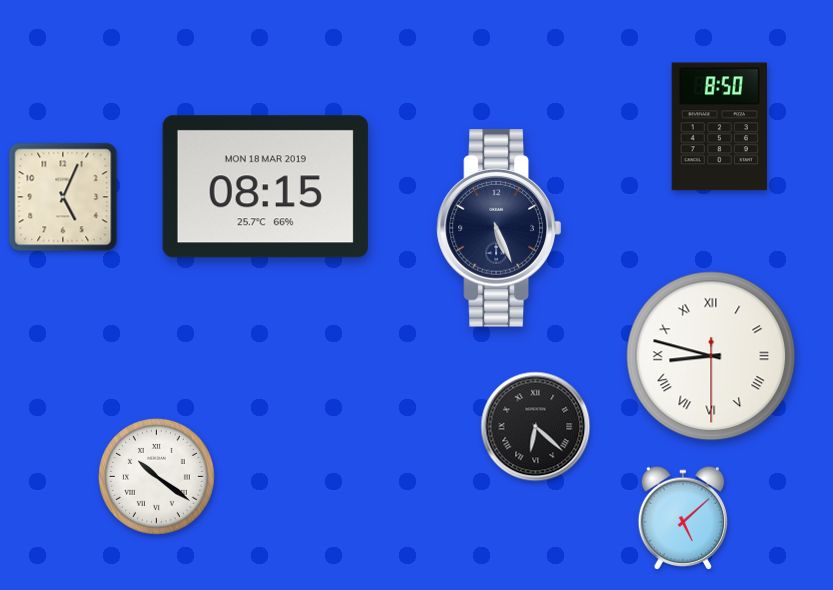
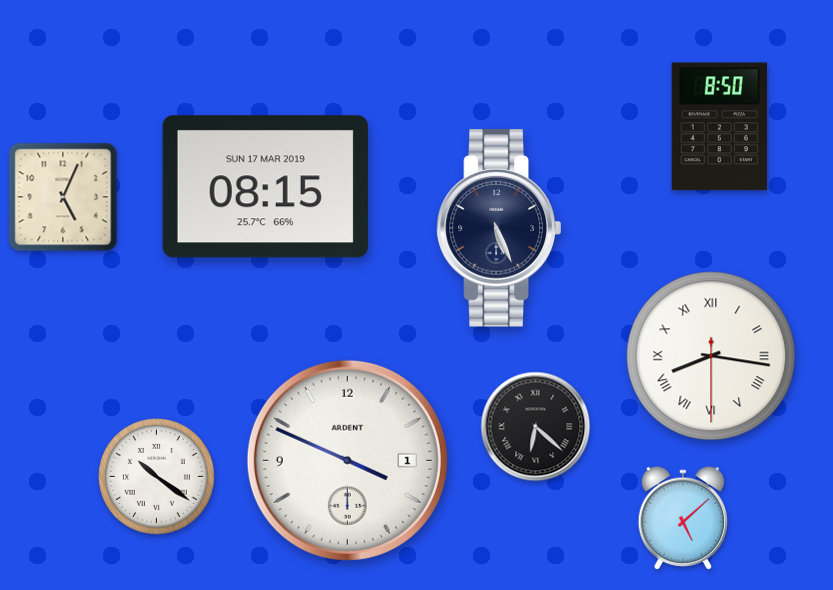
clock at (265, 187) date: MON 18 MAR 2019 -> SUN 17 MAR 2019
clock at (711, 356): 8:47 -> 8:16
clock at (347, 460): none -> 3:49
